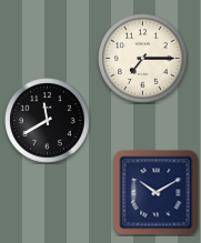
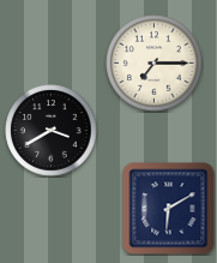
clock at (48, 121): 11:40 -> 3:40
clock at (157, 193): 10:10 -> 6:10
